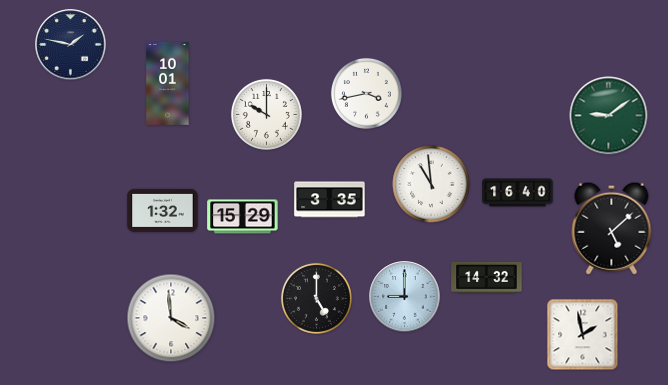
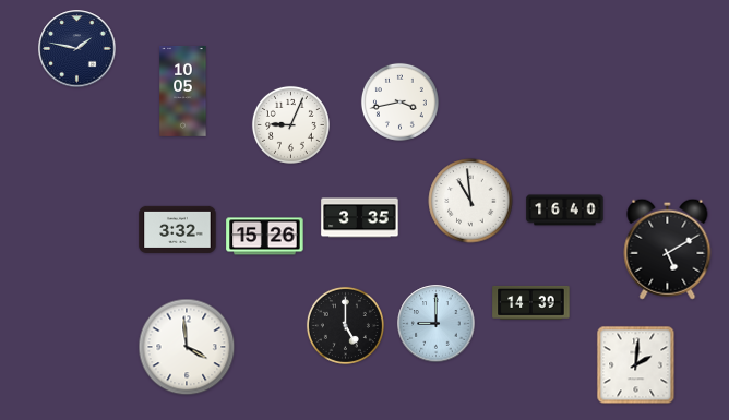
clock at (168, 83): 10:01 -> 10:05
clock at (266, 114): 10:00 -> 9:04
clock at (609, 116): 9:09 -> none
clock at (163, 210): 1:32 -> 3:32
clock at (243, 217): 15:29 -> 15:26
clock at (612, 228): 5:08 -> 5:10
clock at (487, 277): 14:32 -> 14:39
clock at (405, 297) position: (405, 297) -> (437, 324)
clock at (583, 335): 1:58 -> 2:01
